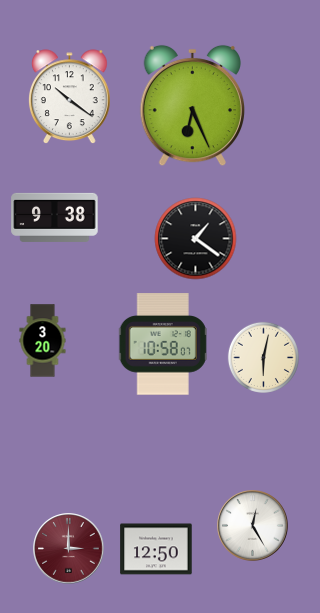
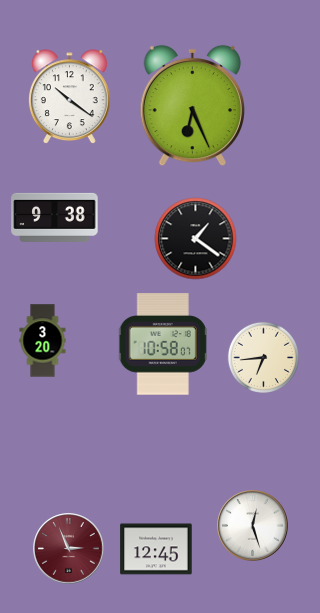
clock at (263, 357): 6:02 -> 6:44
clock at (253, 526): 12:25 -> 12:27
clock at (69, 549): 3:00 -> 2:56
clock at (156, 549): 12:50 -> 12:45
